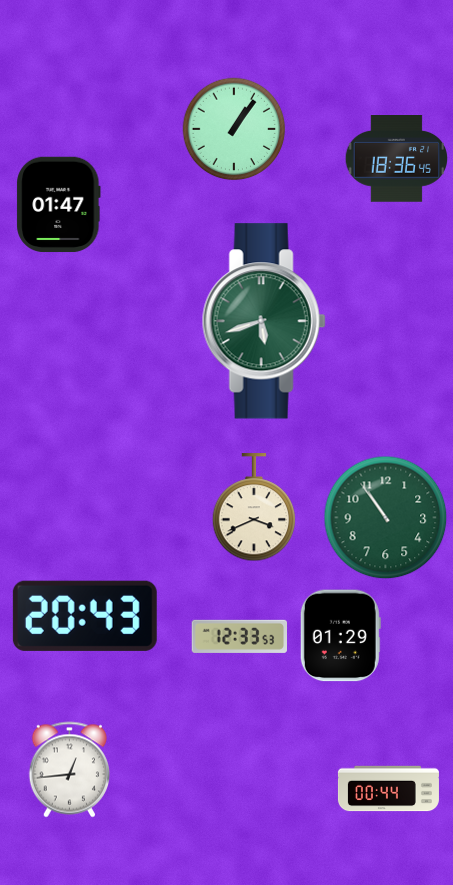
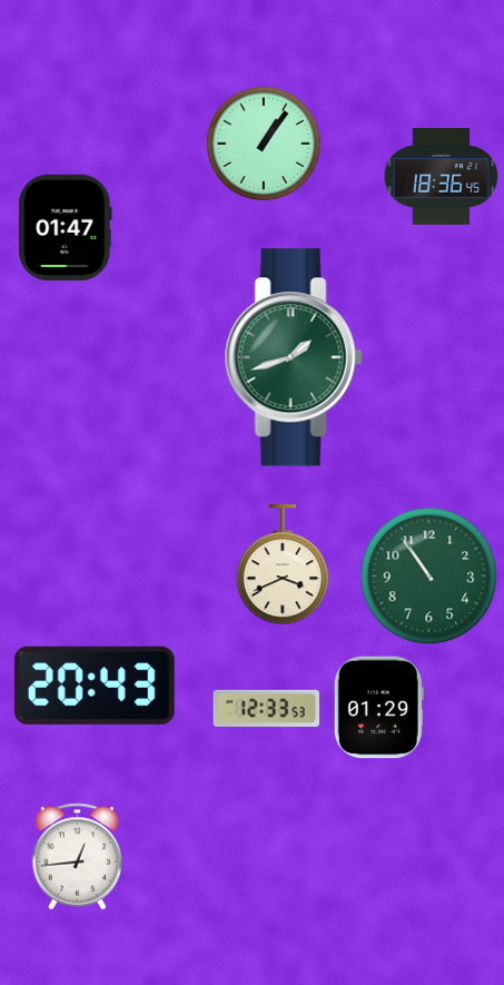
clock at (234, 129) position: (234, 129) -> (264, 144)
clock at (264, 321): 5:42 -> 1:42
clock at (388, 789): 00:44 -> none
